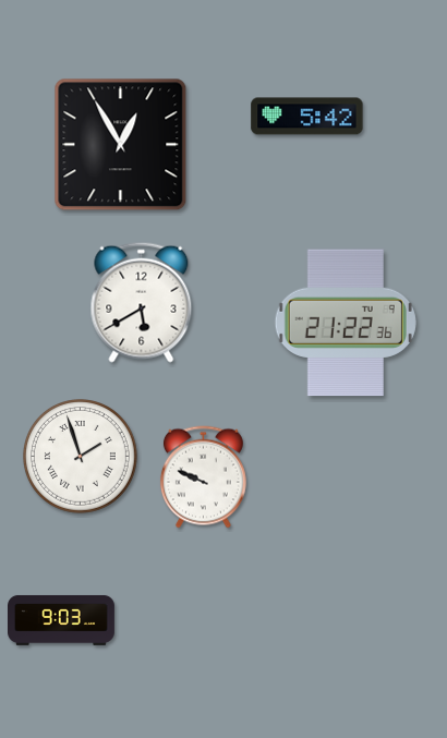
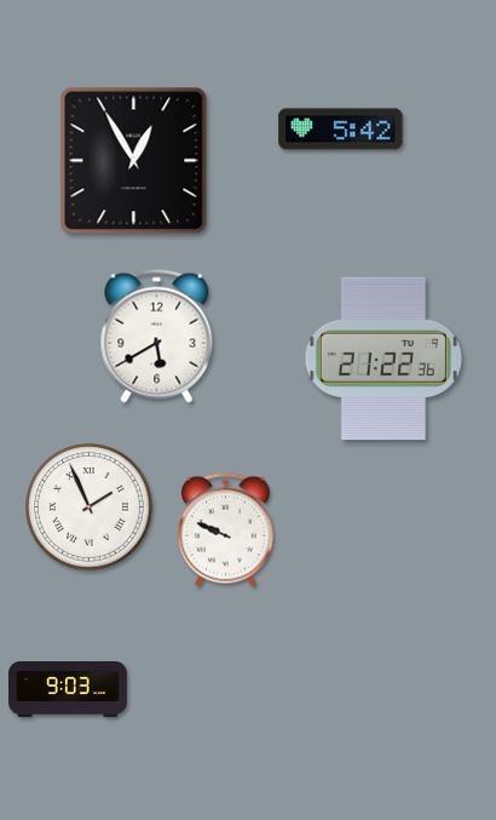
clock at (81, 457): 1:57 -> 1:56
